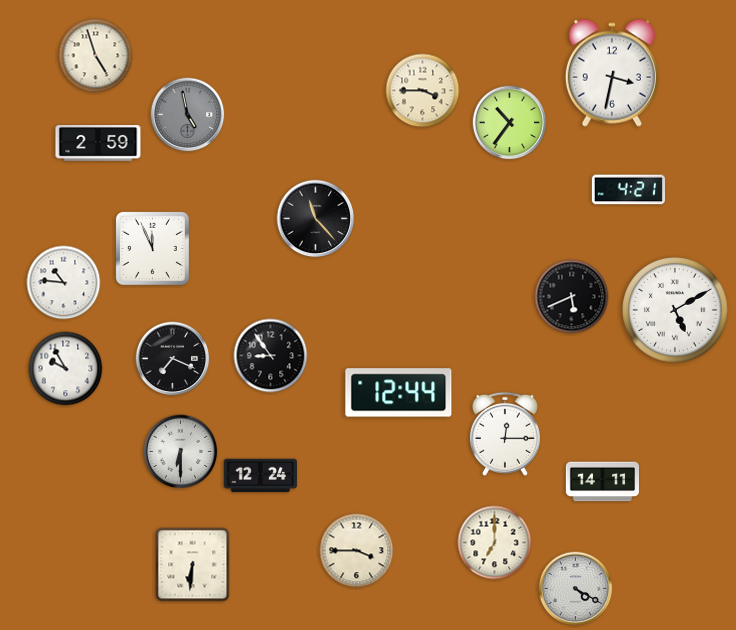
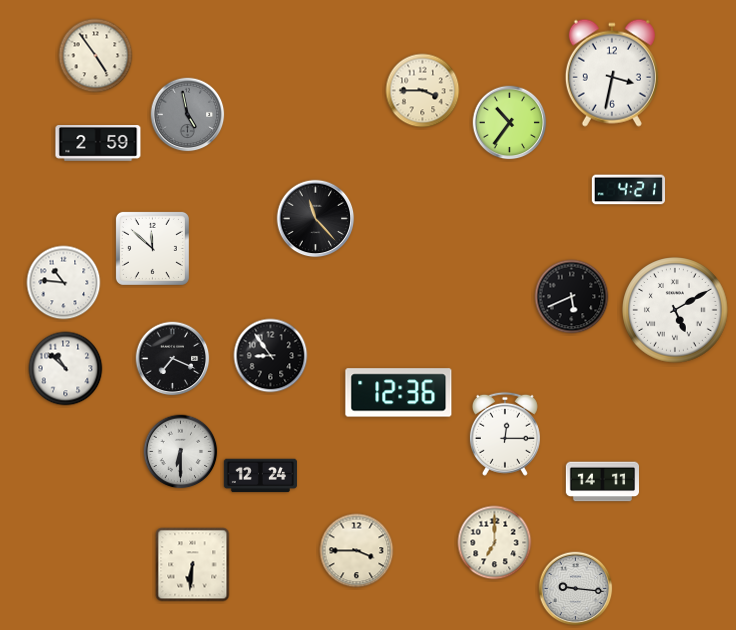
clock at (96, 56): 4:57 -> 4:54
clock at (152, 248): 11:56 -> 11:52
clock at (66, 369): 9:55 -> 10:52
clock at (399, 393): 12:44 -> 12:36
clock at (576, 589): 4:20 -> 9:16
